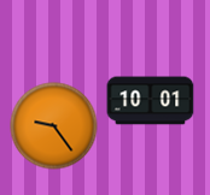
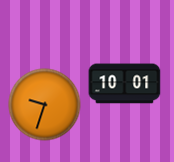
clock at (54, 126): 9:24 -> 9:33
